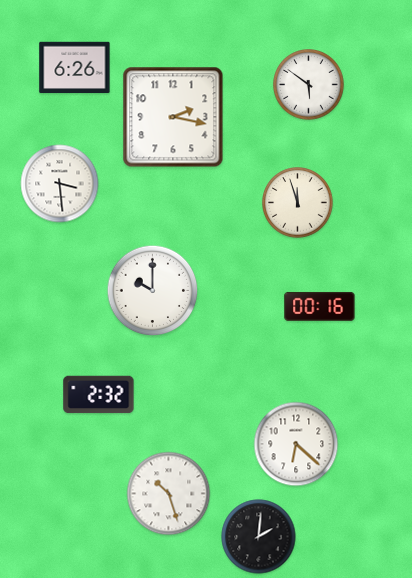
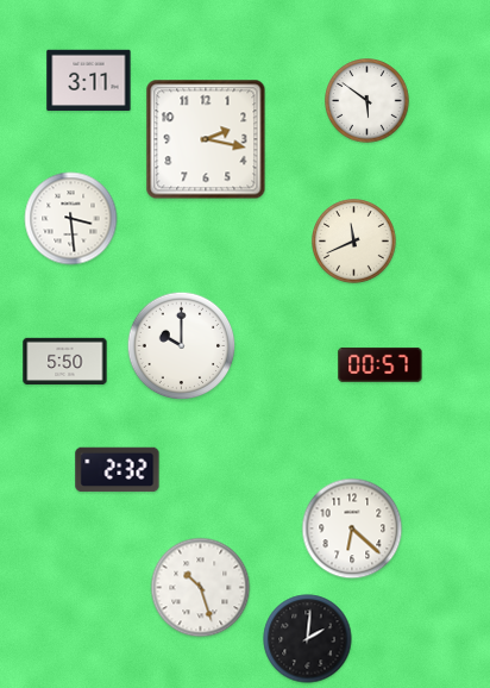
clock at (75, 68): 6:26 -> 3:11
clock at (298, 203): 11:57 -> 11:41
clock at (65, 362): none -> 5:50
clock at (320, 306): 00:16 -> 00:57
